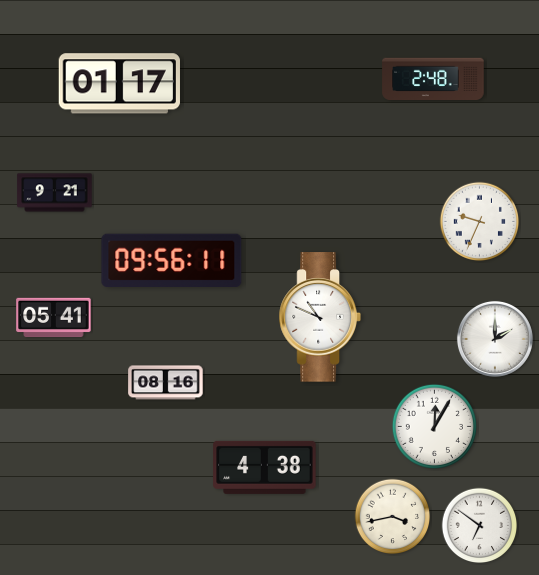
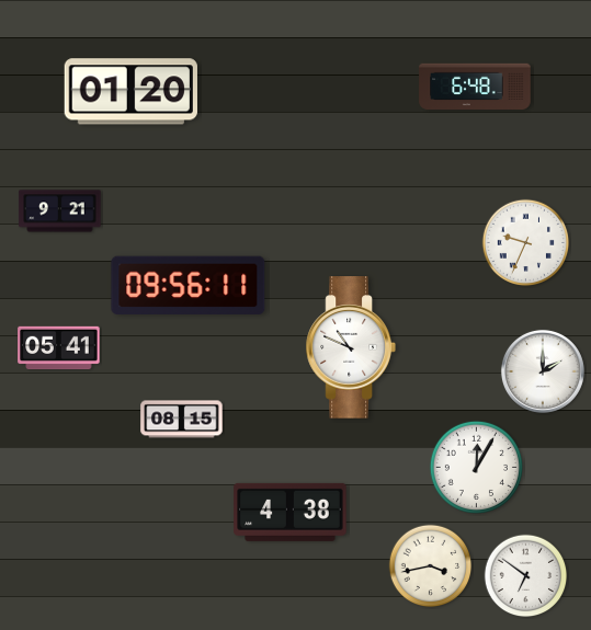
clock at (433, 79): 2:48 -> 6:48
clock at (119, 84): 01:17 -> 01:20
clock at (166, 383): 08:16 -> 08:15
